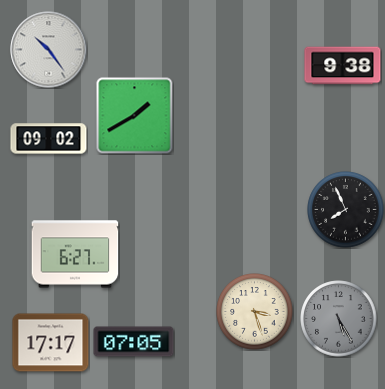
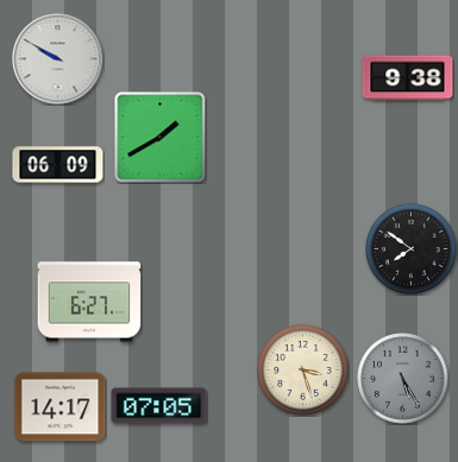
clock at (49, 50): 10:24 -> 9:50
clock at (49, 139): 09:02 -> 06:09
clock at (346, 210): 7:56 -> 7:51
clock at (51, 343): 17:17 -> 14:17
